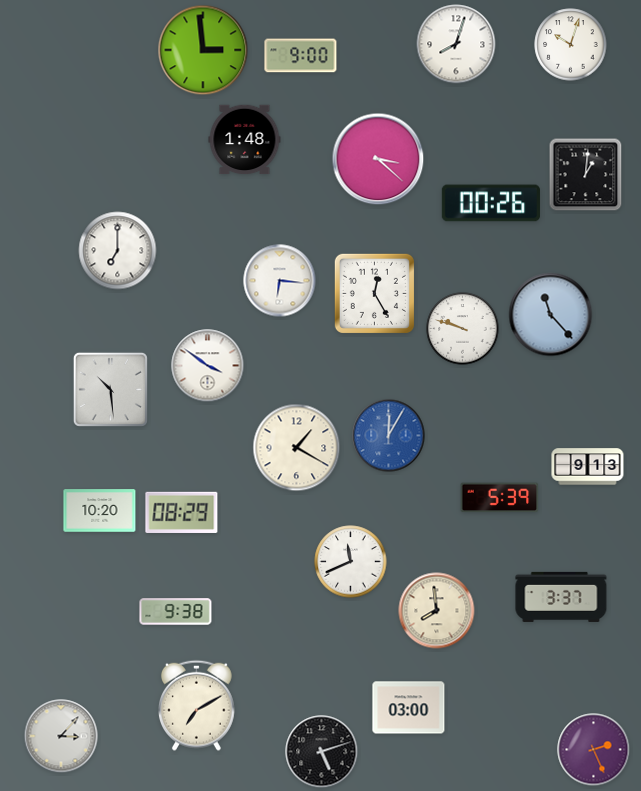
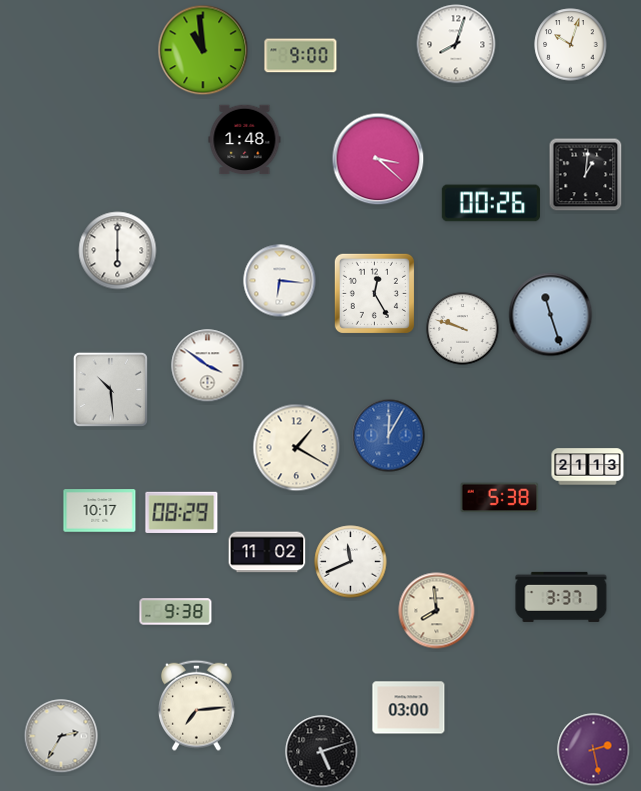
clock at (203, 50): 2:59 -> 10:59
clock at (118, 251): 7:00 -> 6:00
clock at (551, 315): 11:23 -> 11:27
clock at (588, 467): 9:13 -> 21:13
clock at (500, 498): 5:39 -> 5:38
clock at (100, 511): 10:20 -> 10:17
clock at (267, 552): none -> 11:02
clock at (197, 705): 7:10 -> 7:14
clock at (61, 736): 3:07 -> 2:35
clock at (594, 750): 2:26 -> 2:28
